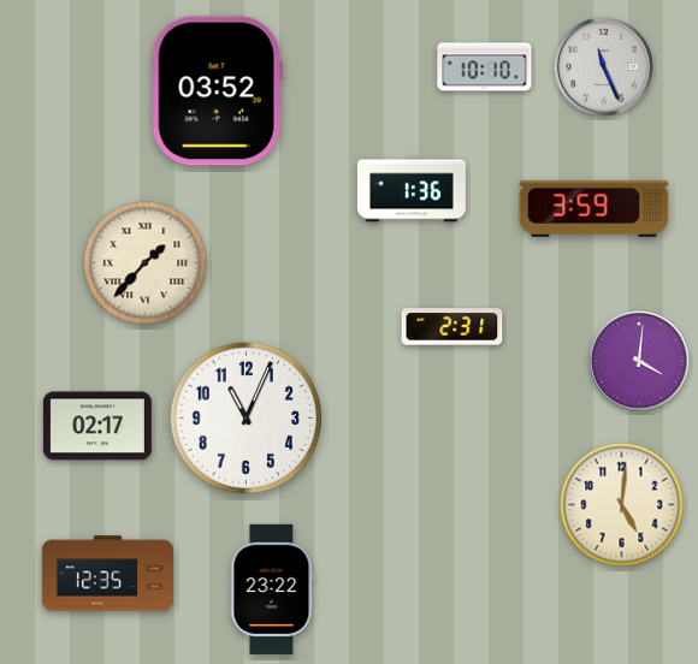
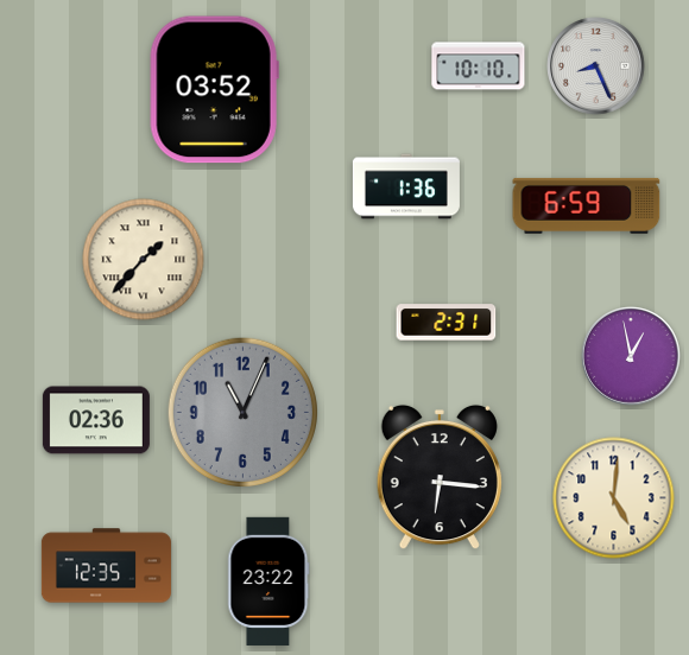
clock at (604, 67): 11:26 -> 8:26
clock at (595, 208): 3:59 -> 6:59
clock at (639, 361): 4:01 -> 12:58
clock at (246, 417) dial: white -> grey
clock at (97, 426): 02:17 -> 02:36
clock at (440, 477): none -> 6:16
